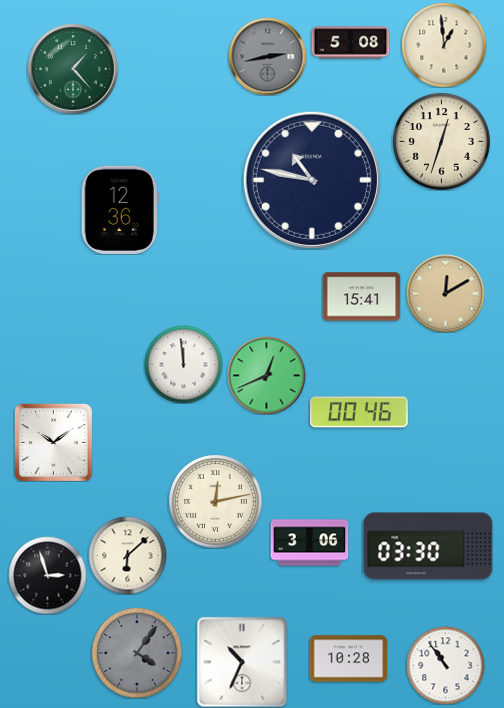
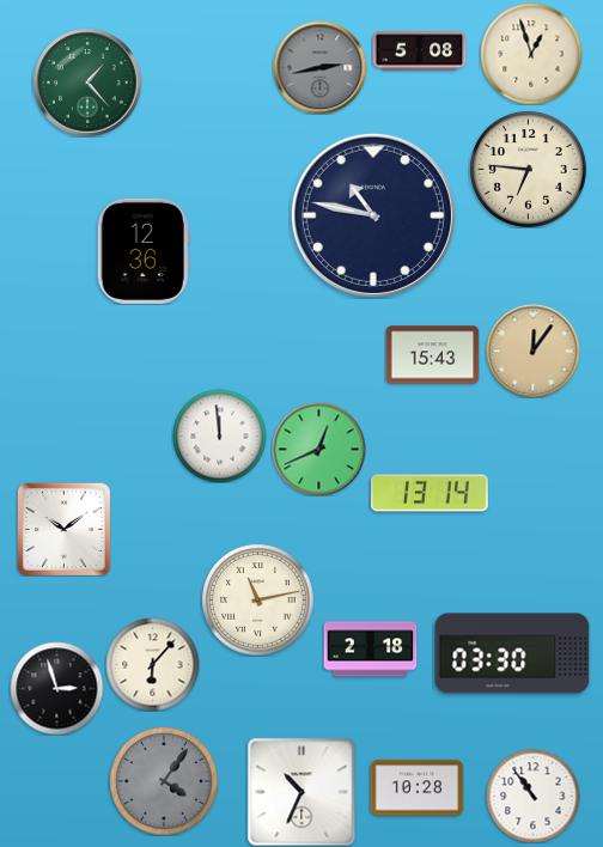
clock at (444, 45): 12:59 -> 12:57
clock at (441, 141): 12:33 -> 6:46
clock at (445, 293): 12:10 -> 12:06
clock at (361, 297): 15:41 -> 15:43
clock at (360, 412): 00:46 -> 13:14
clock at (215, 501): 12:13 -> 11:13
clock at (309, 543): 3:06 -> 2:18
clock at (127, 555): 6:08 -> 6:07
clock at (242, 662) position: (242, 662) -> (301, 792)
